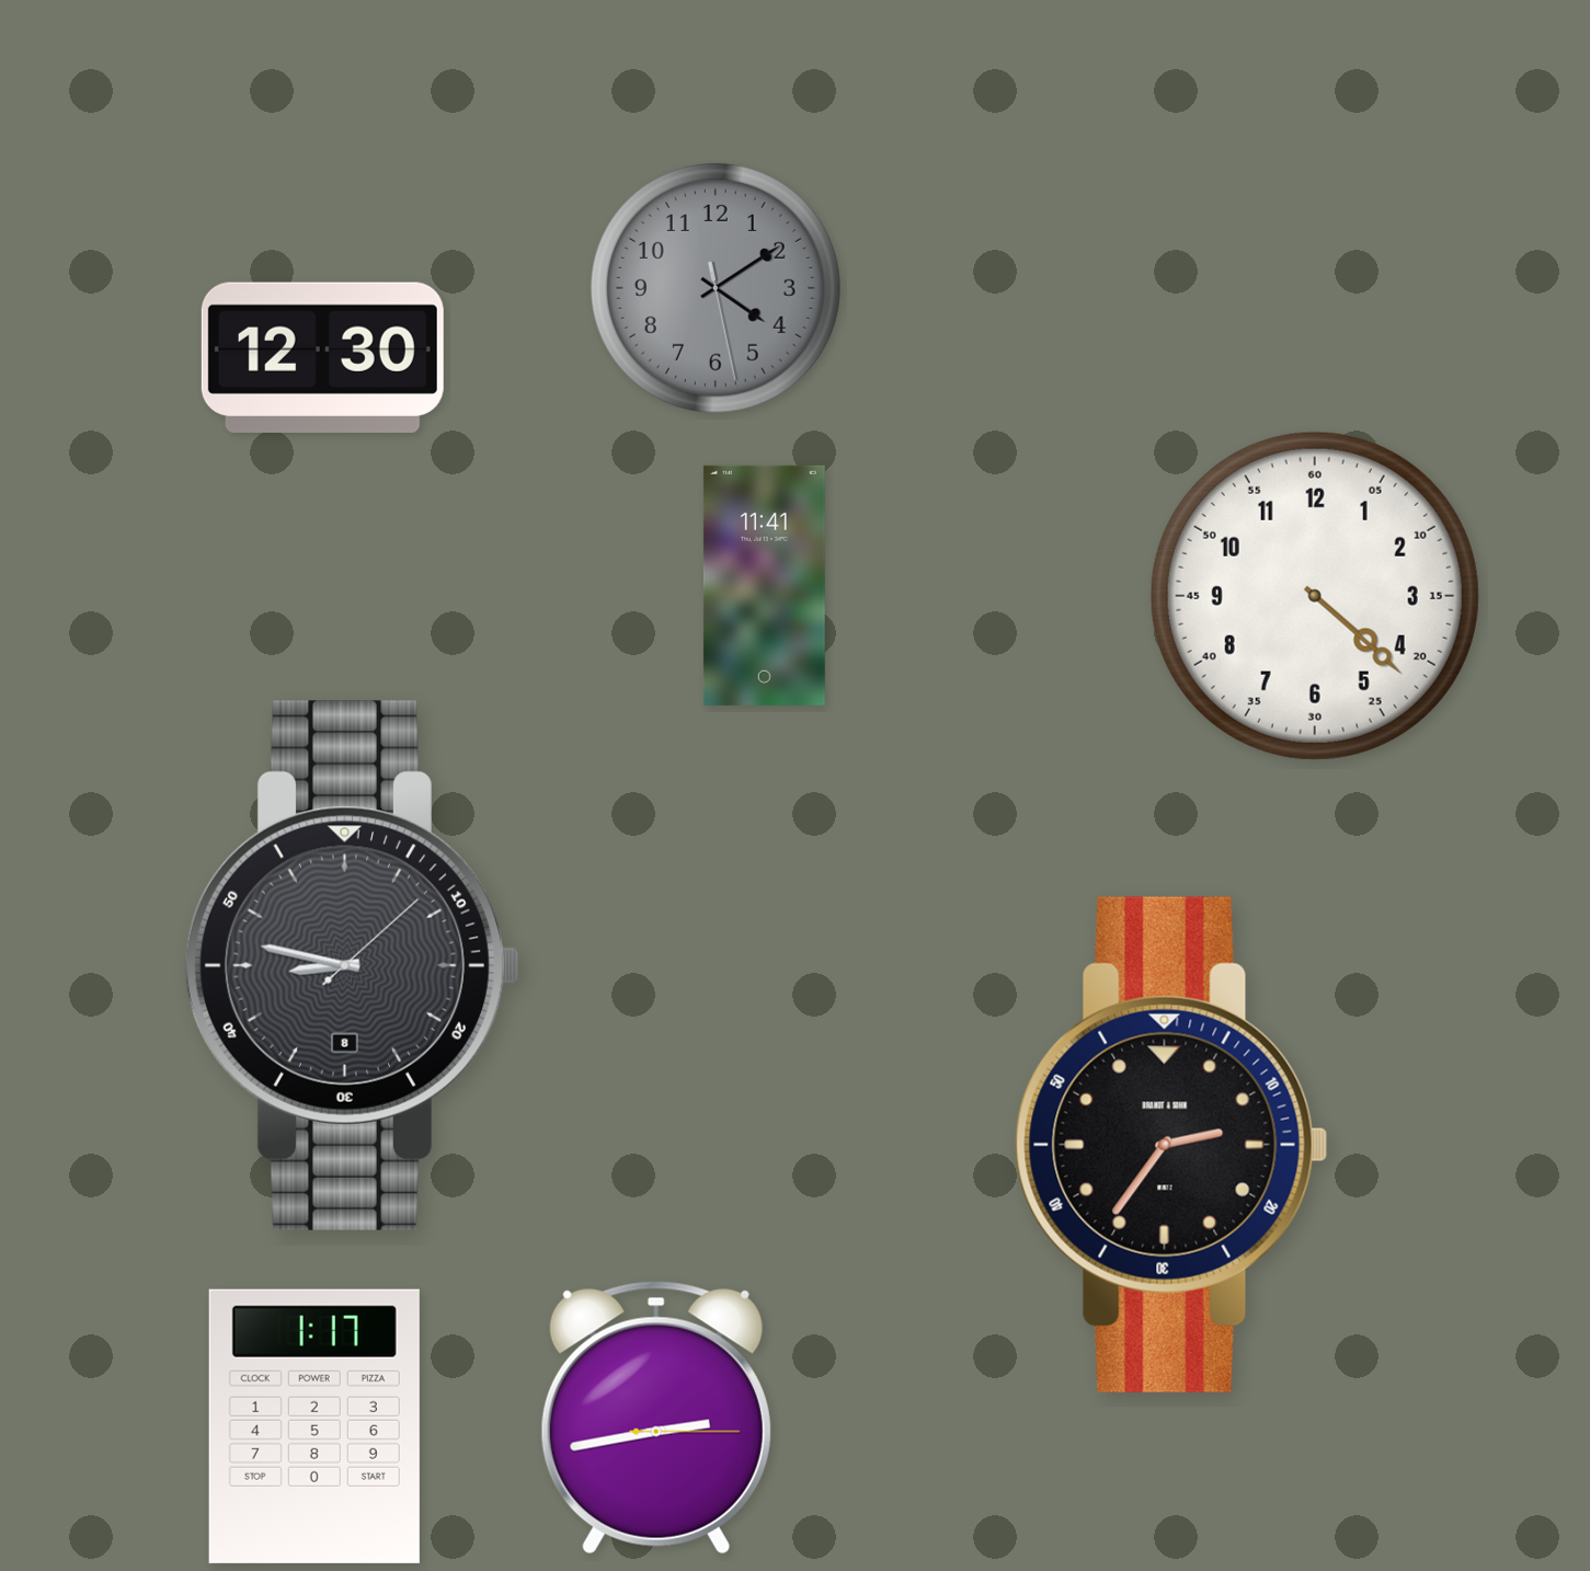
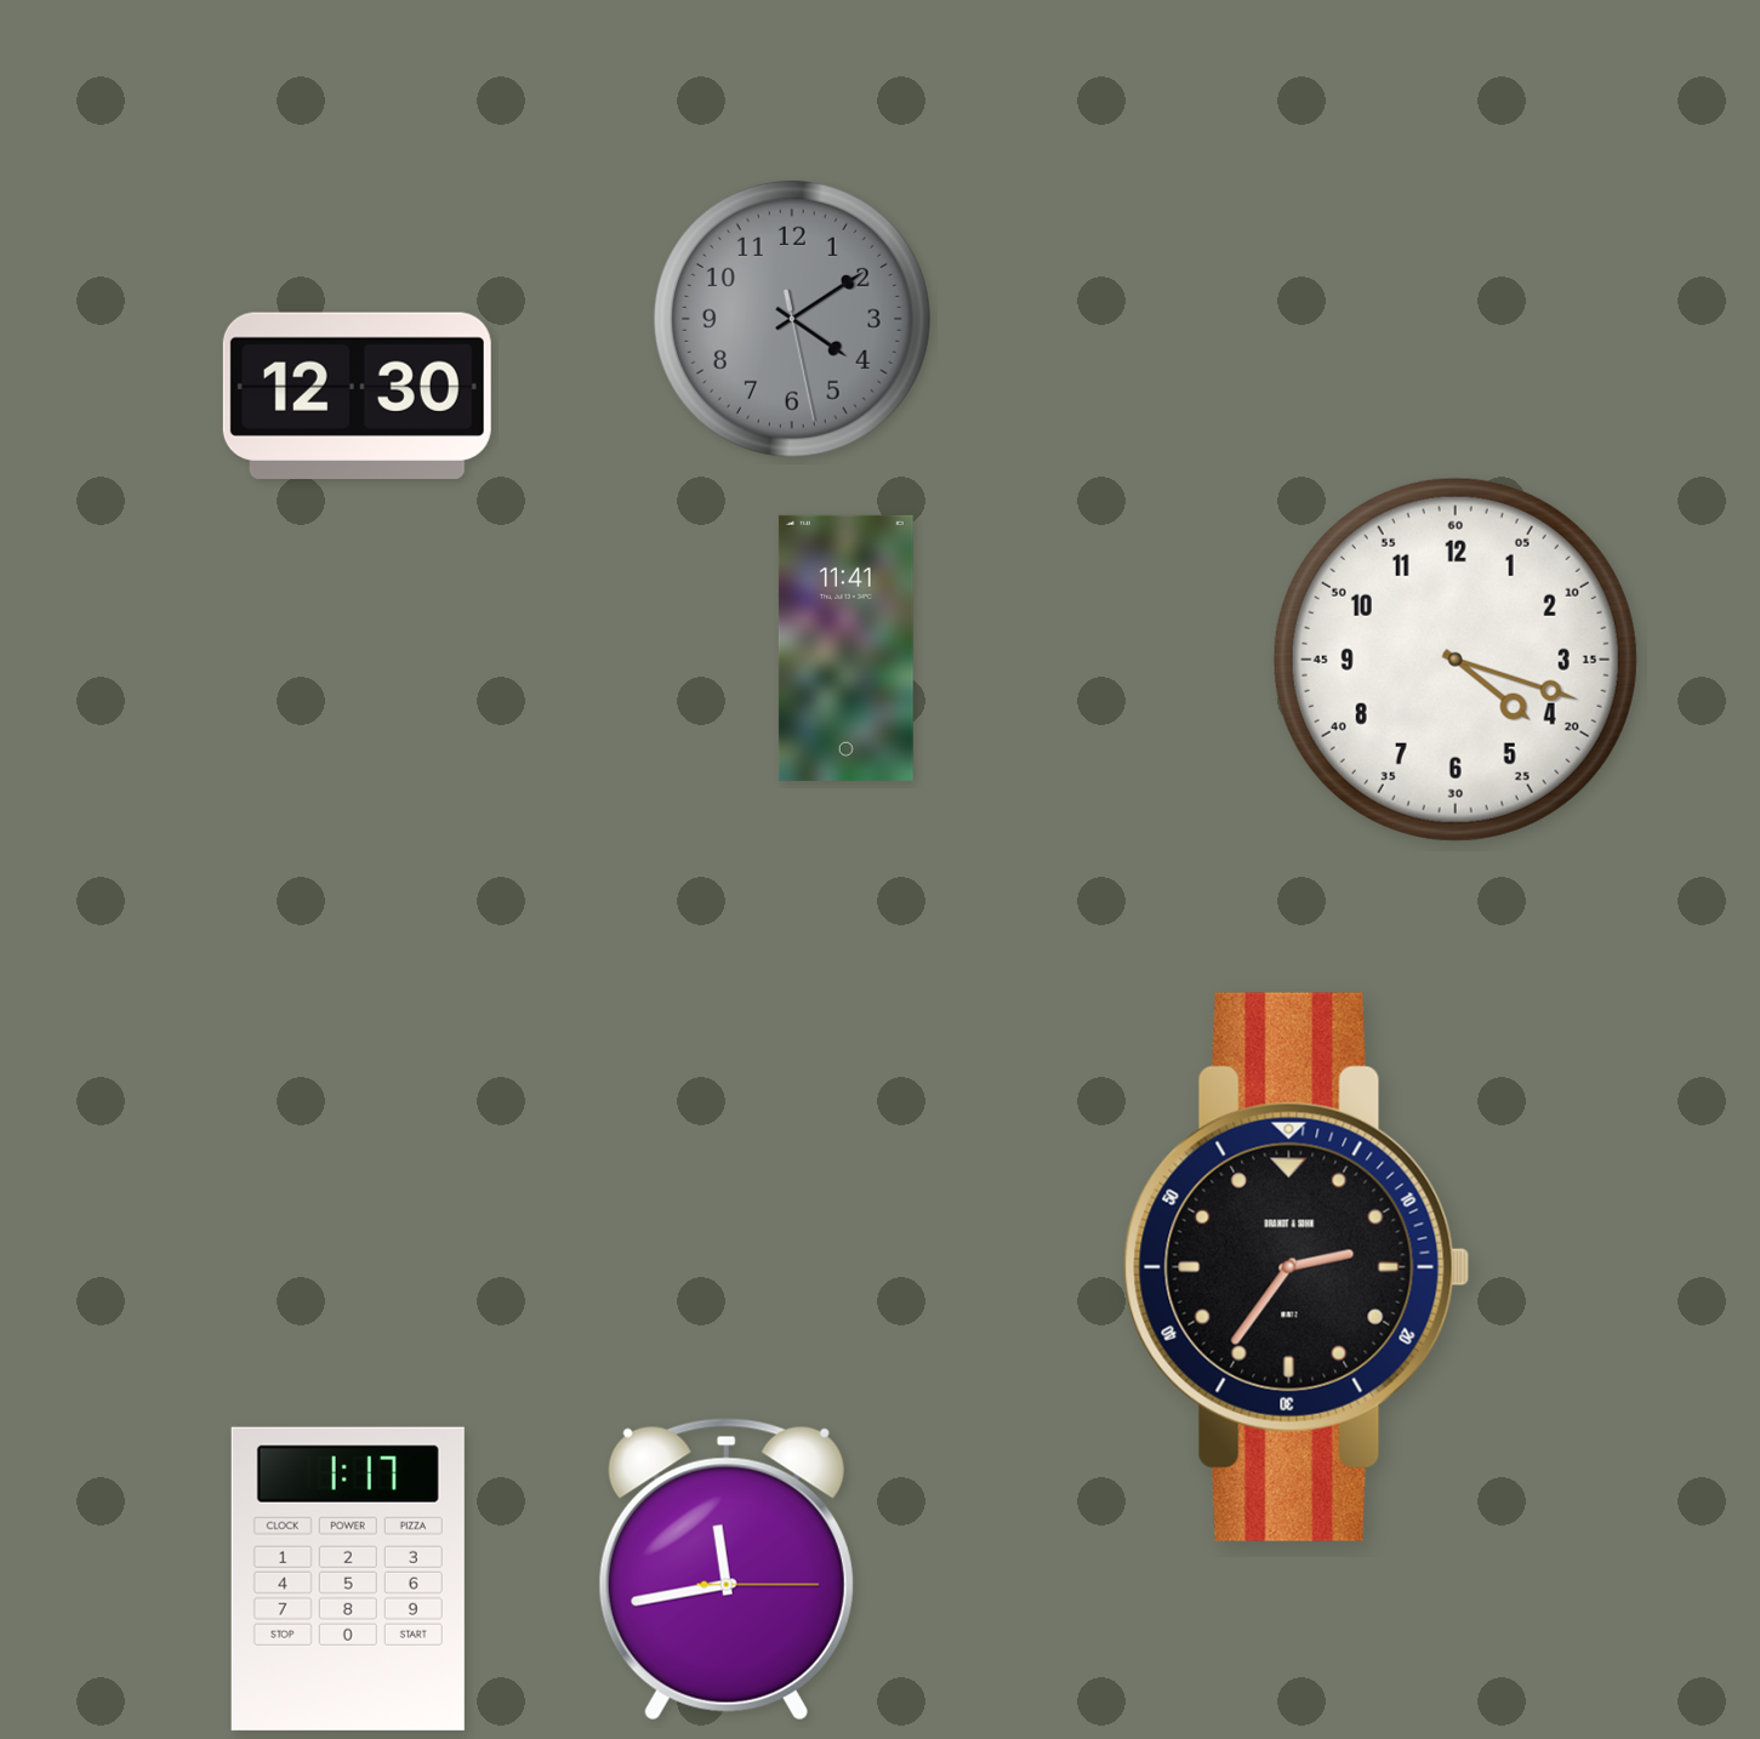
clock at (1315, 596): 4:22 -> 4:18
clock at (352, 965): 8:47 -> none
clock at (656, 1418): 2:43 -> 11:43
